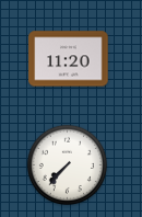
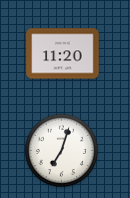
clock at (68, 165): 7:37 -> 7:03
